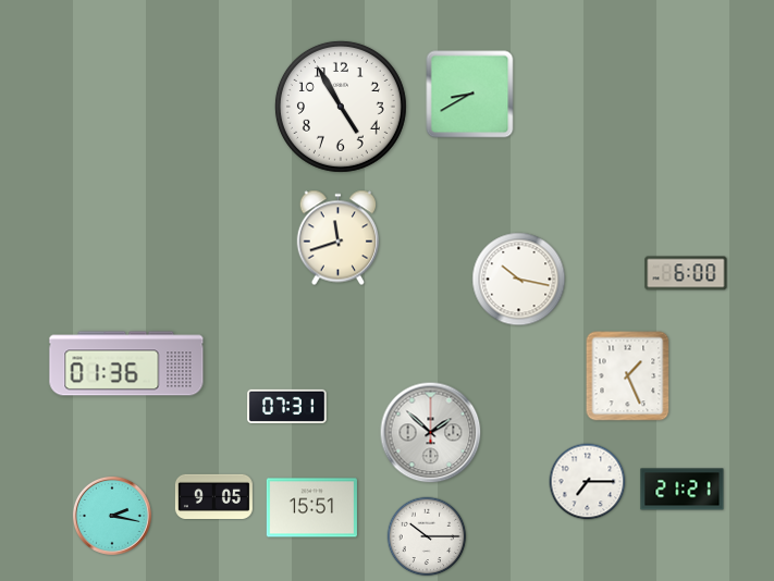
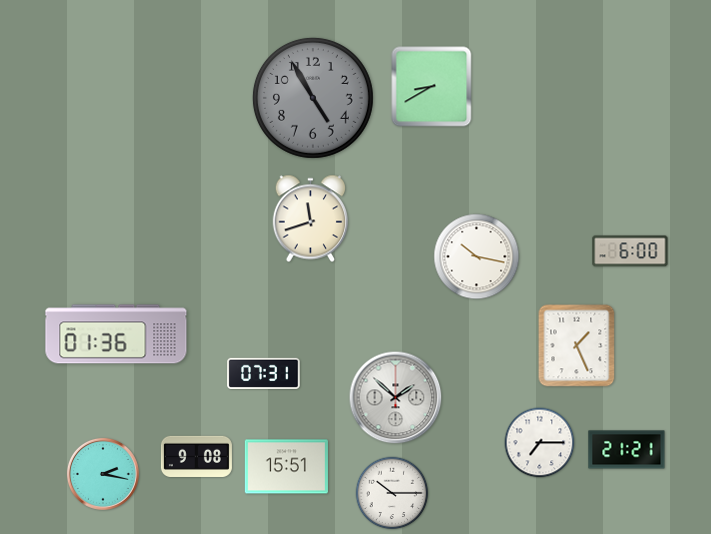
clock at (341, 107) dial: white -> grey
clock at (213, 496): 9:05 -> 9:08
